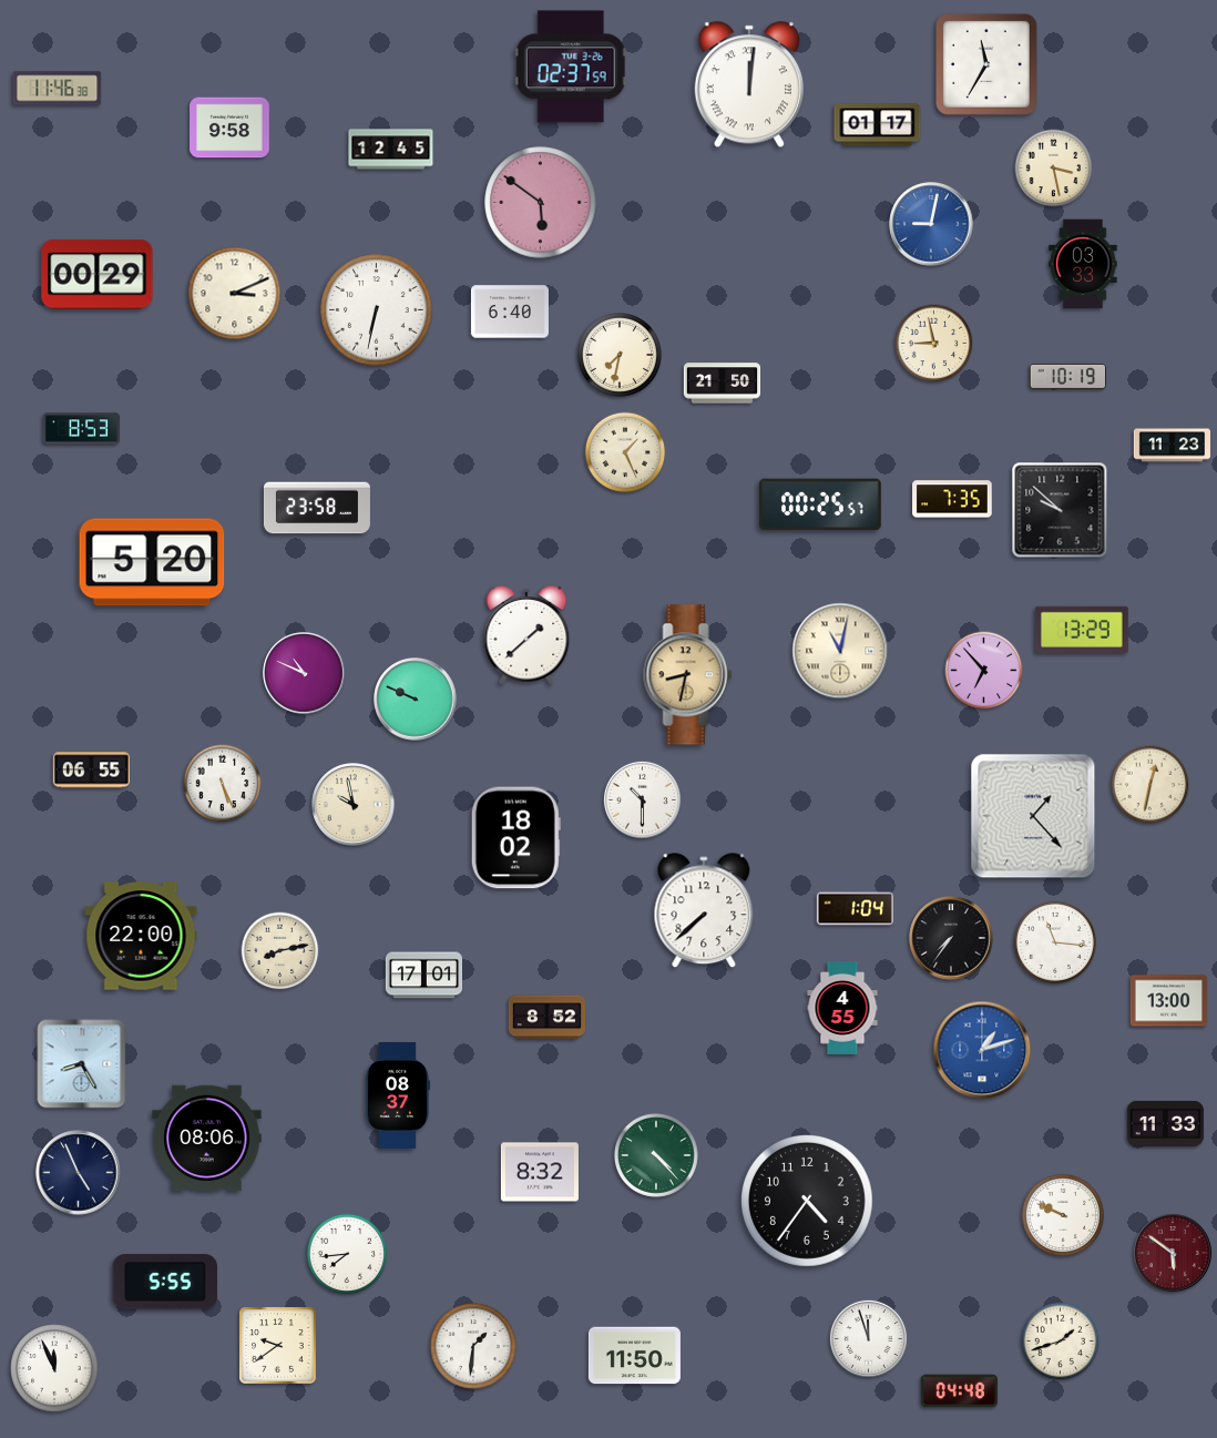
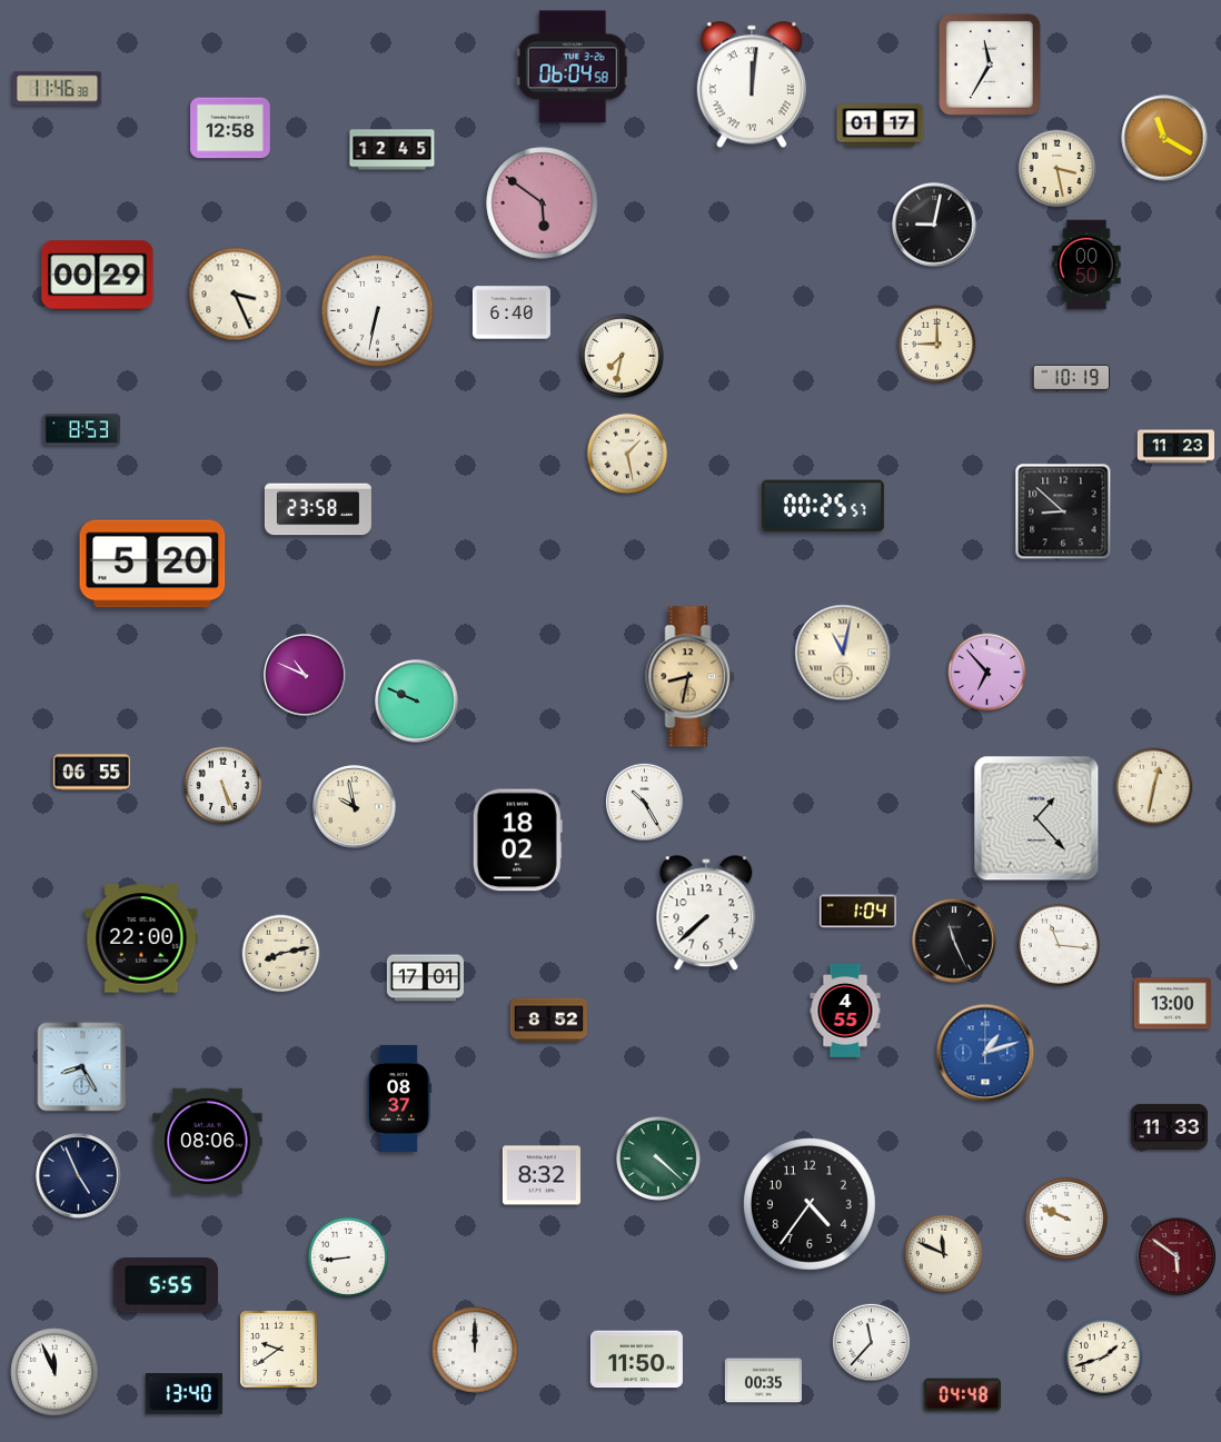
clock at (571, 67): 02:37 -> 06:04
clock at (229, 128): 9:58 -> 12:58
clock at (1164, 138): none -> 11:20
clock at (931, 224) dial: blue -> black
clock at (1083, 264): 03:33 -> 00:50
clock at (235, 294): 3:11 -> 3:26
clock at (934, 344): 8:58 -> 9:00
clock at (722, 384): 21:50 -> none
clock at (625, 452): 1:26 -> 1:28
clock at (952, 499): 7:35 -> none
clock at (1060, 510): 9:52 -> 8:52
clock at (1082, 630): 13:29 -> none
clock at (526, 636): 1:38 -> none
clock at (642, 799): 10:30 -> 10:25
clock at (951, 938): 7:36 -> 11:26
clock at (656, 1155): 4:23 -> 4:22
clock at (944, 1254): none -> 11:49
clock at (347, 1254): 7:44 -> 8:44
clock at (868, 1338): 11:57 -> 11:37
clock at (1061, 1342) position: (1061, 1342) -> (1104, 1358)
clock at (473, 1346): 1:31 -> 12:00
clock at (763, 1381): none -> 00:35
clock at (183, 1394): none -> 13:40
